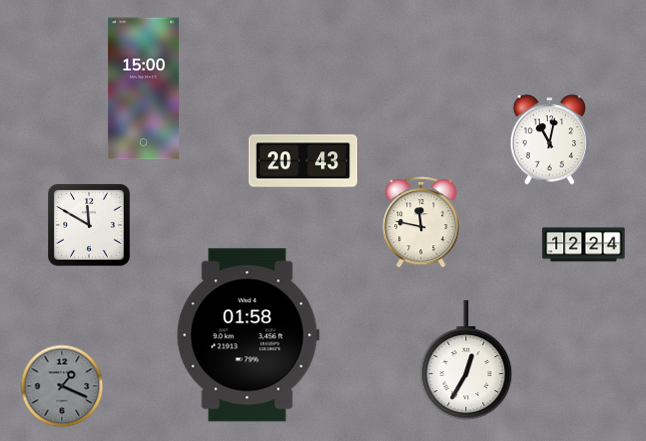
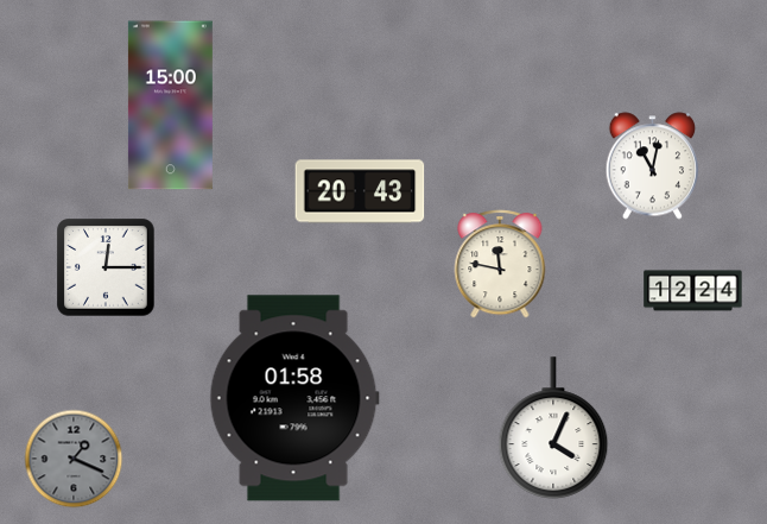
clock at (89, 225): 11:50 -> 12:15
clock at (466, 360): 12:35 -> 4:04
